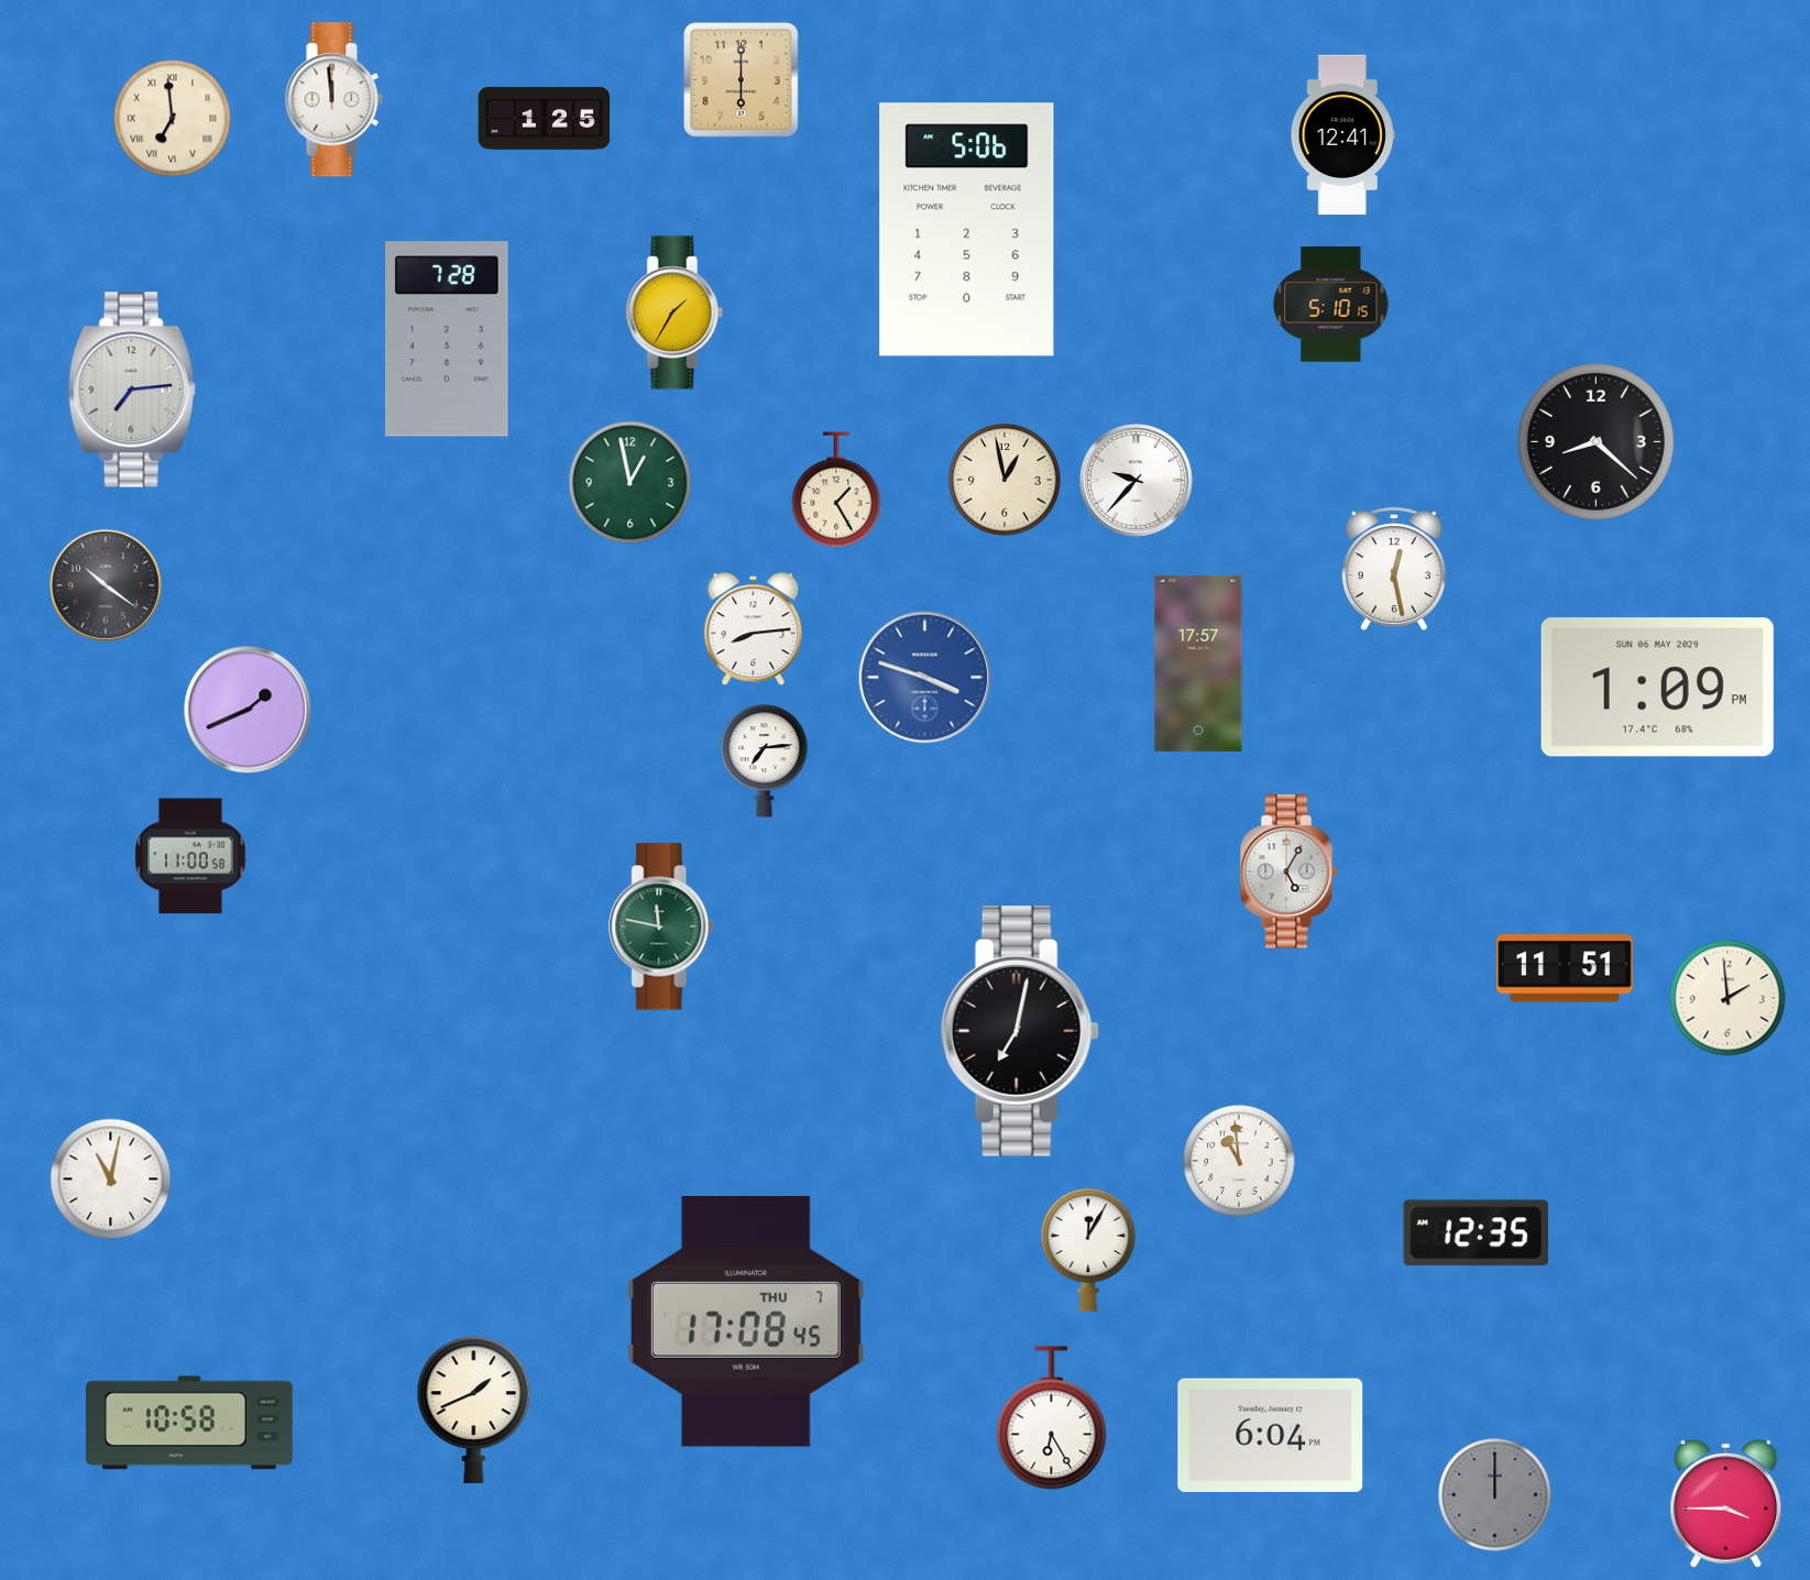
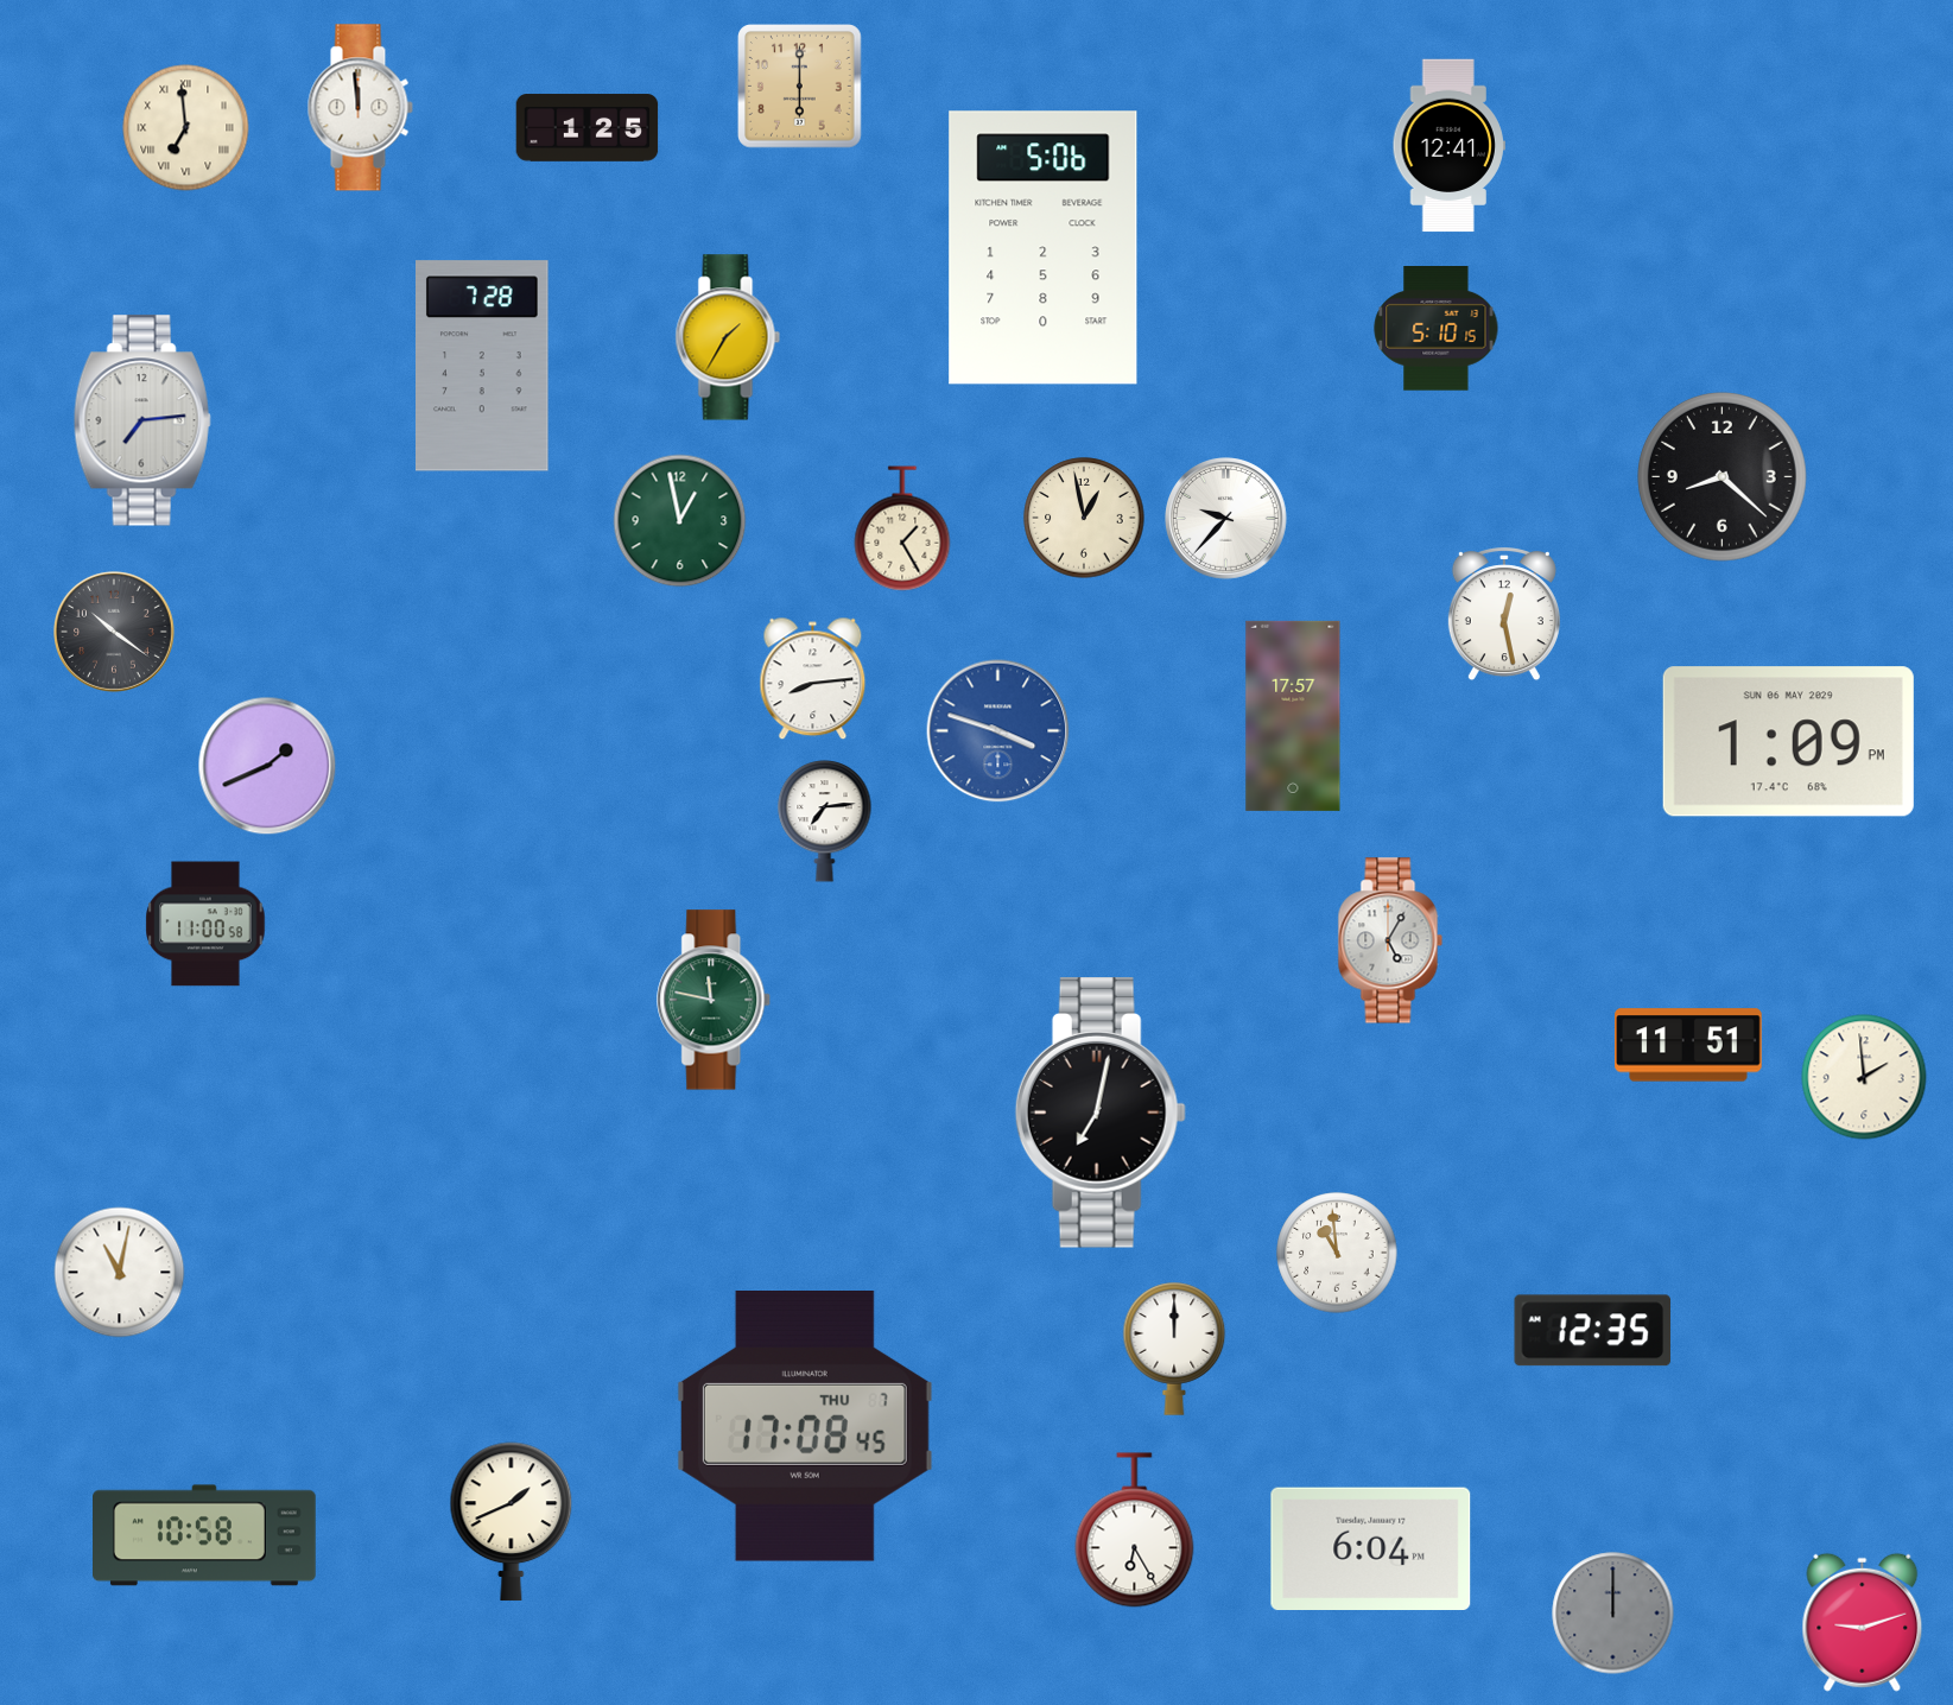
clock at (1088, 1250): 12:05 -> 12:00
clock at (1726, 1503): 3:45 -> 9:12
